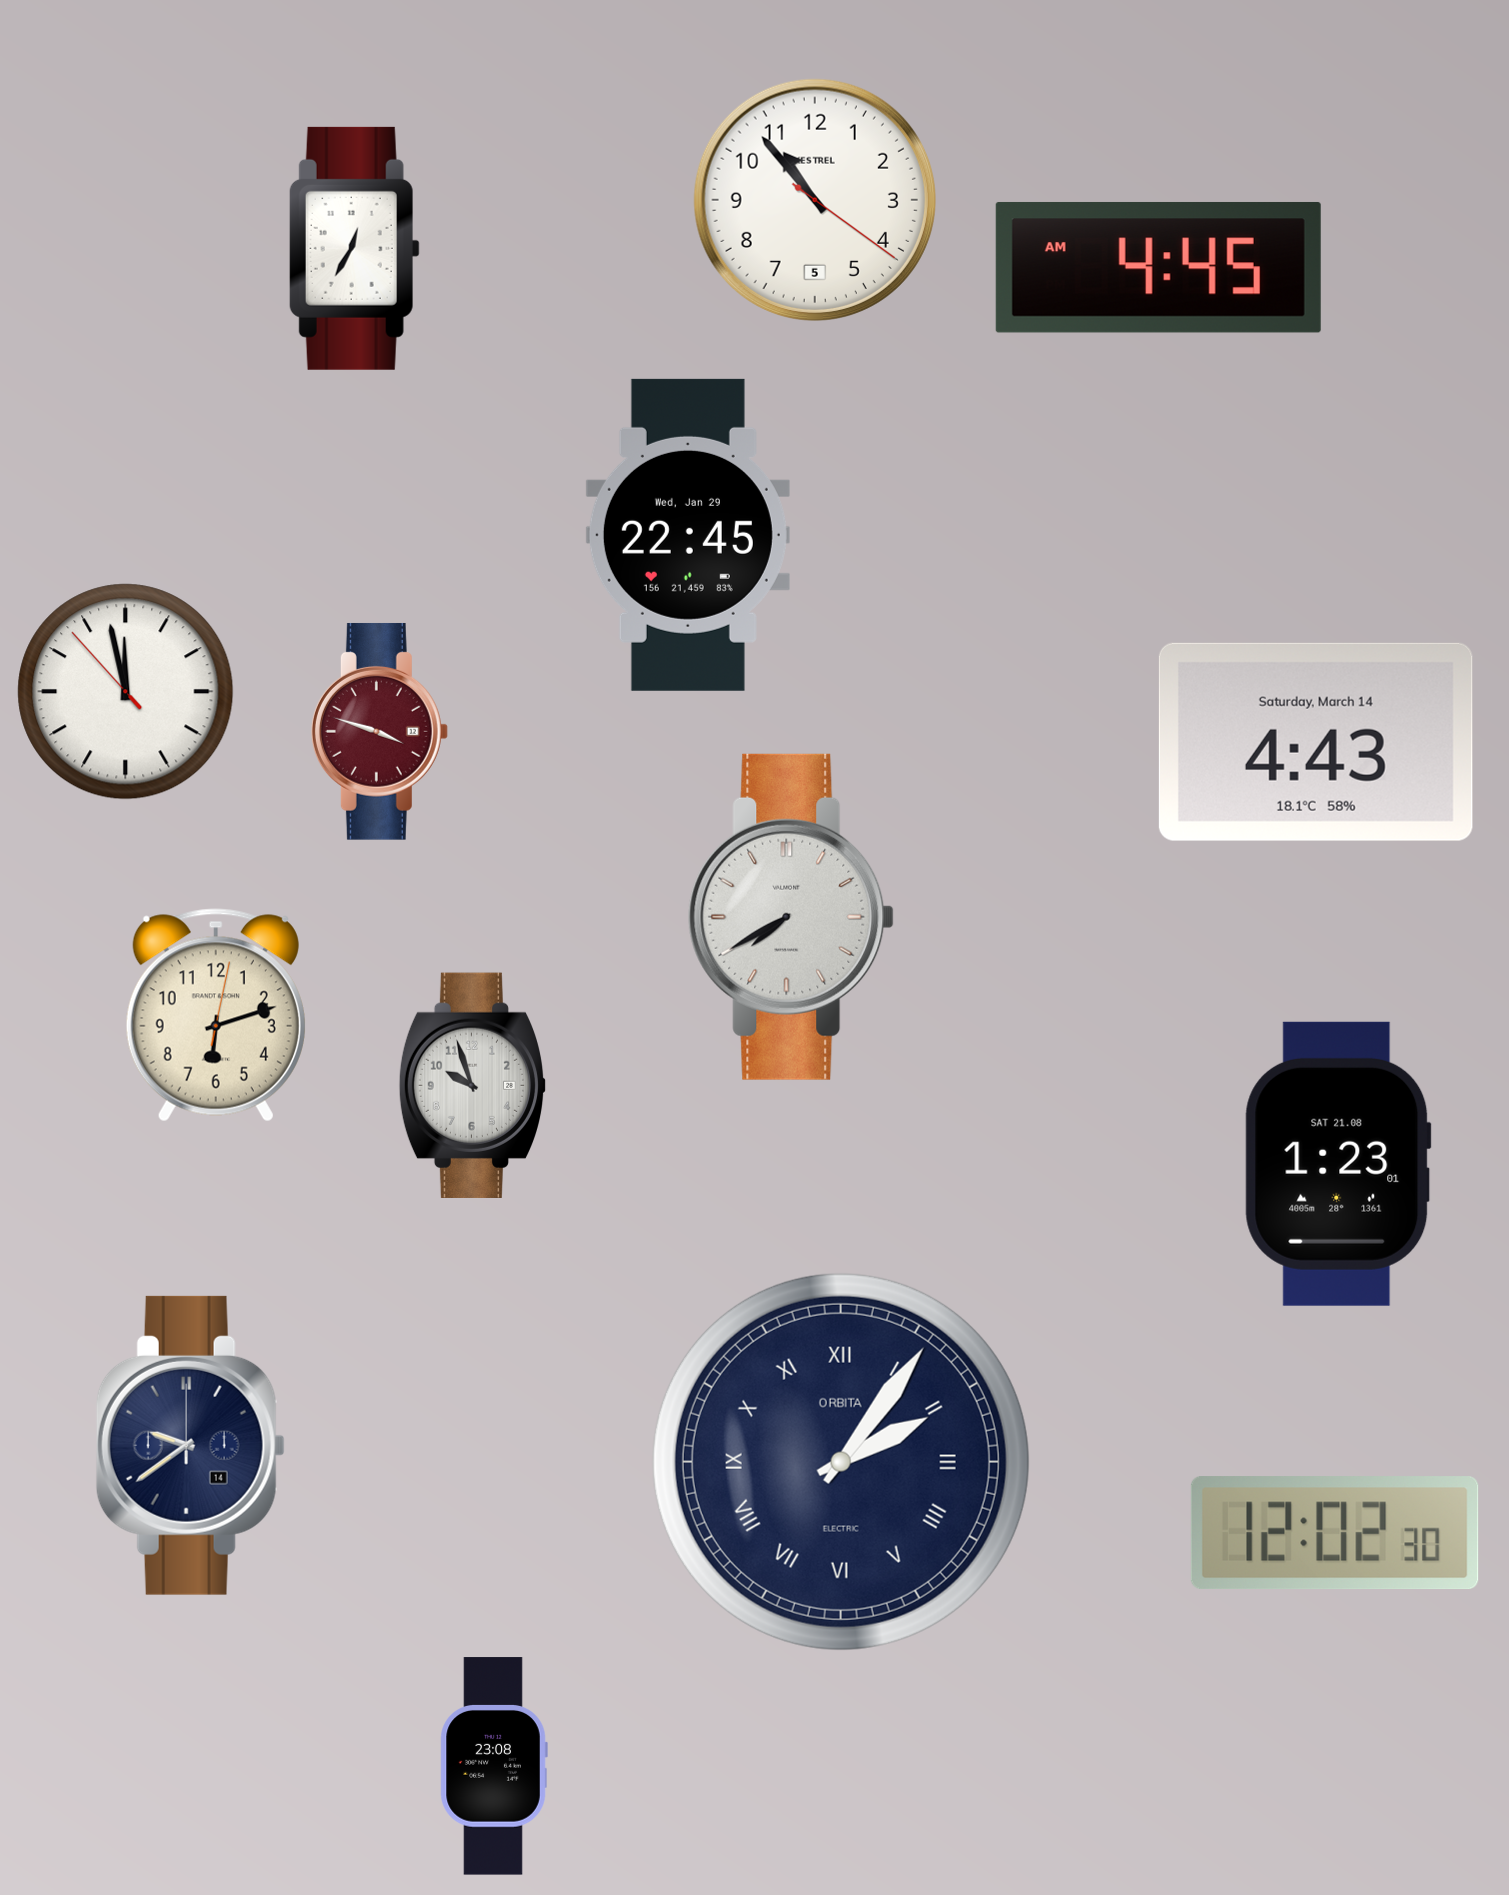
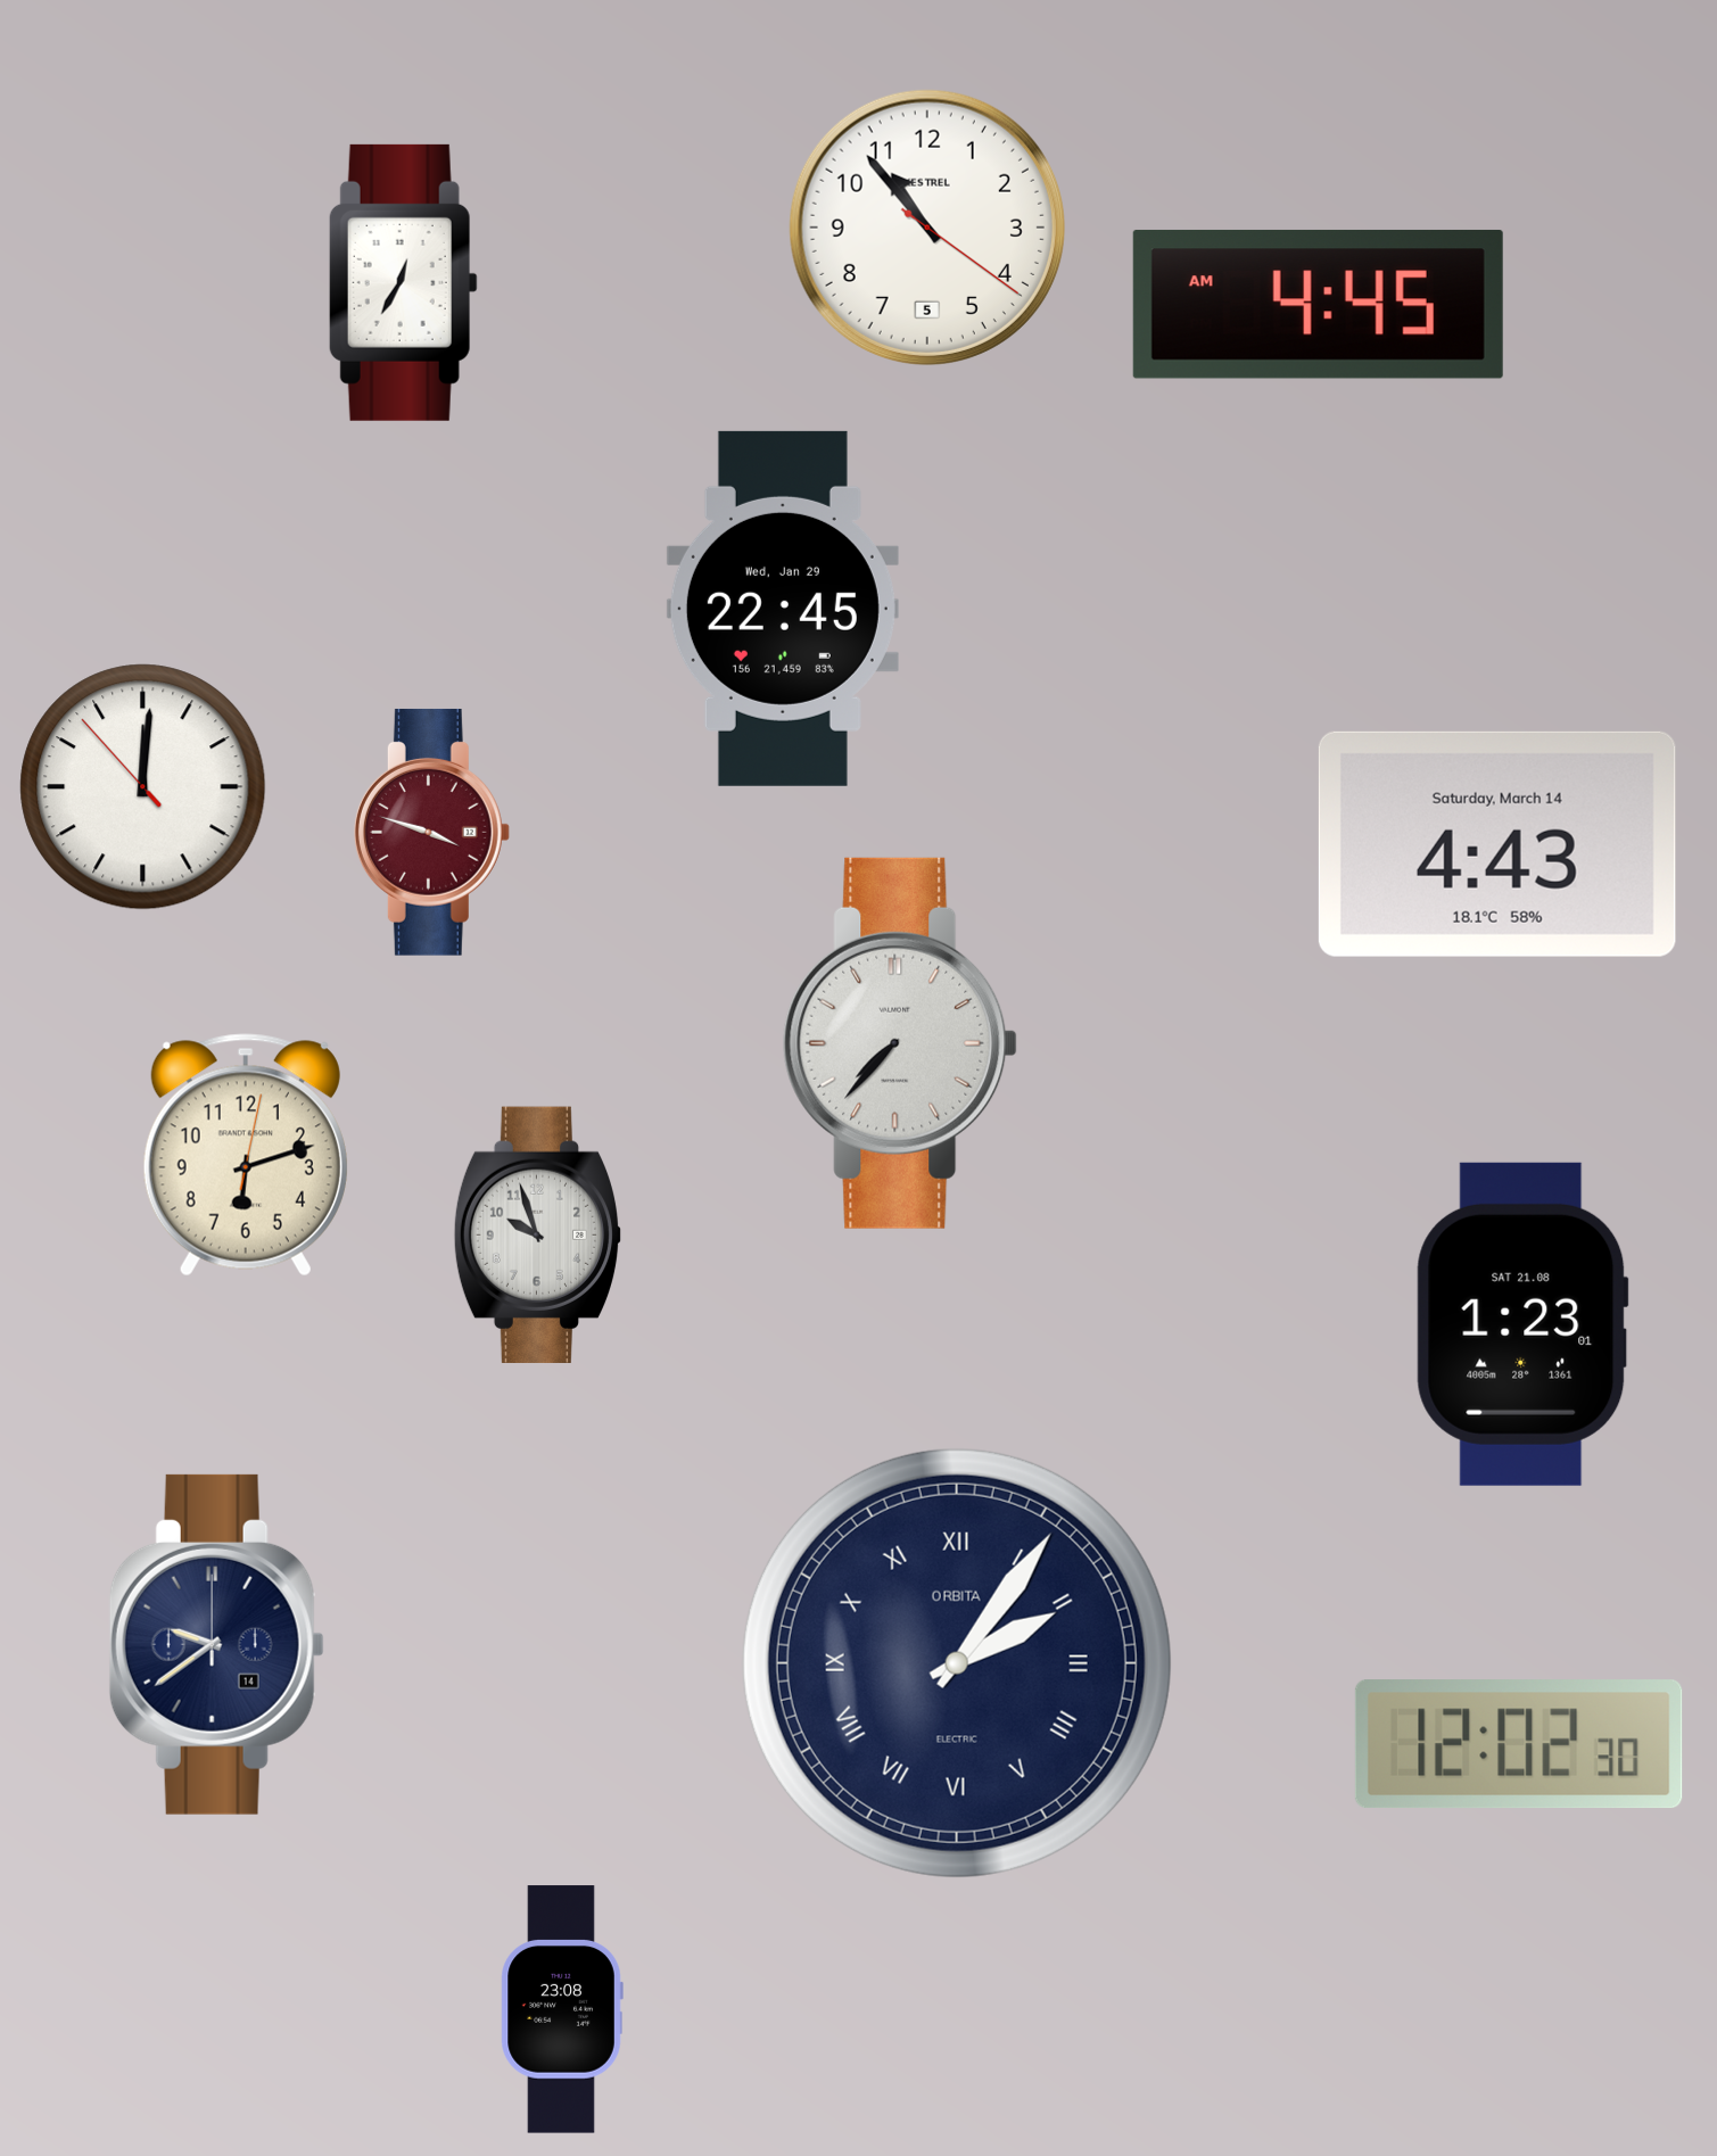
clock at (126, 692): 11:57 -> 12:00
clock at (791, 917): 7:40 -> 7:37
